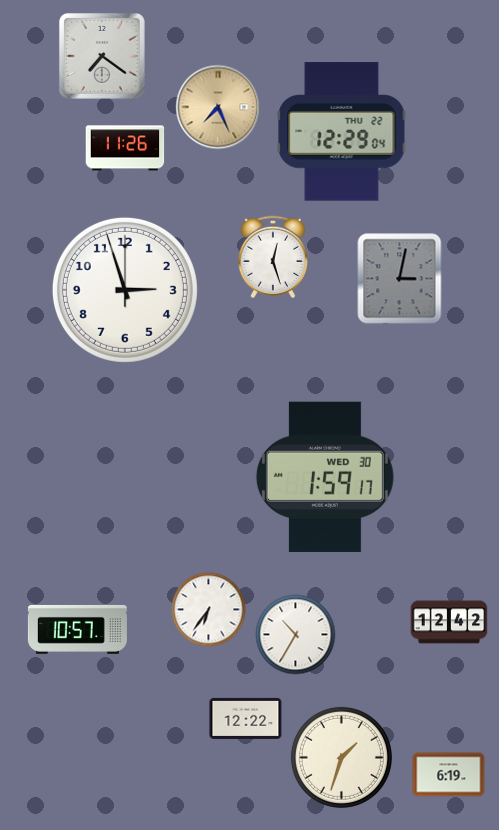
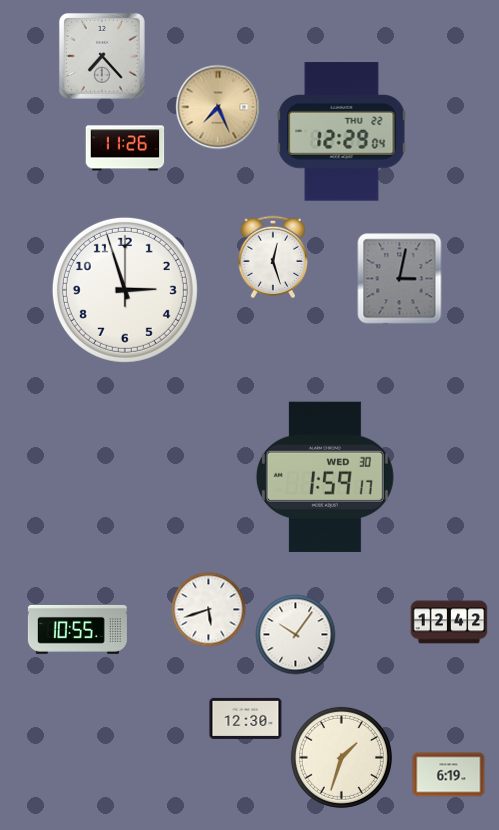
clock at (102, 56): 7:21 -> 7:23
clock at (209, 610): 6:36 -> 5:42
clock at (77, 629): 10:57 -> 10:55
clock at (296, 635): 10:35 -> 10:06
clock at (246, 718): 12:22 -> 12:30
